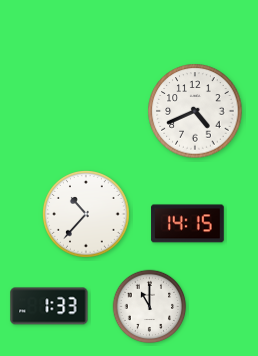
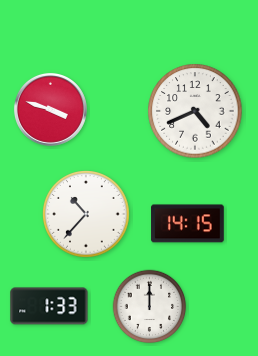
clock at (50, 109): none -> 3:48
clock at (150, 307): 11:00 -> 12:00
